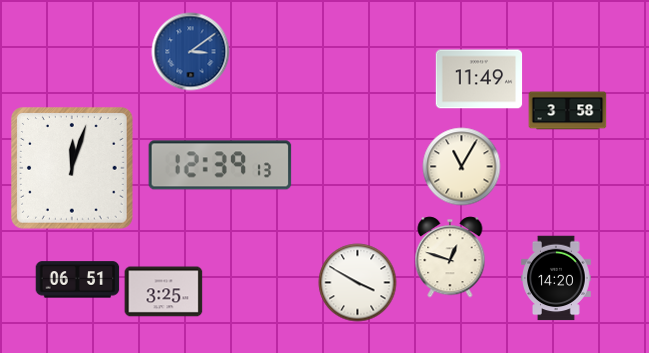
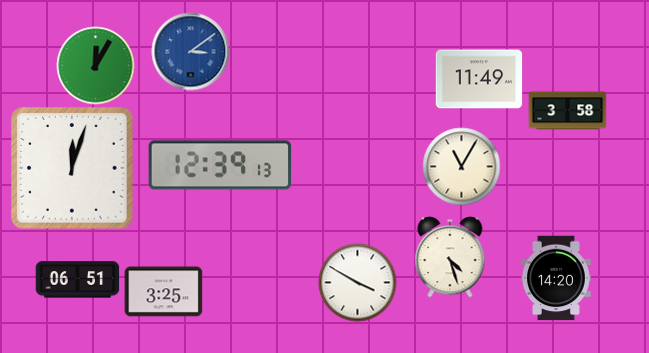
clock at (95, 65): none -> 12:05
clock at (450, 257): 12:48 -> 4:27
